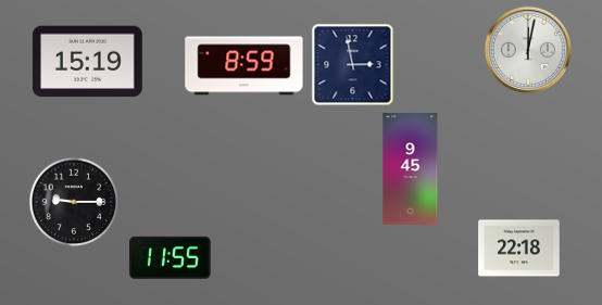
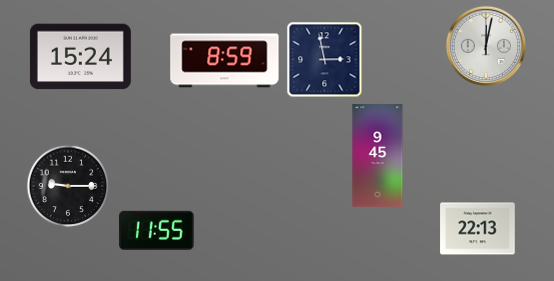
clock at (87, 62): 15:19 -> 15:24
clock at (519, 249): 22:18 -> 22:13
clock at (171, 257) position: (171, 257) -> (157, 230)
